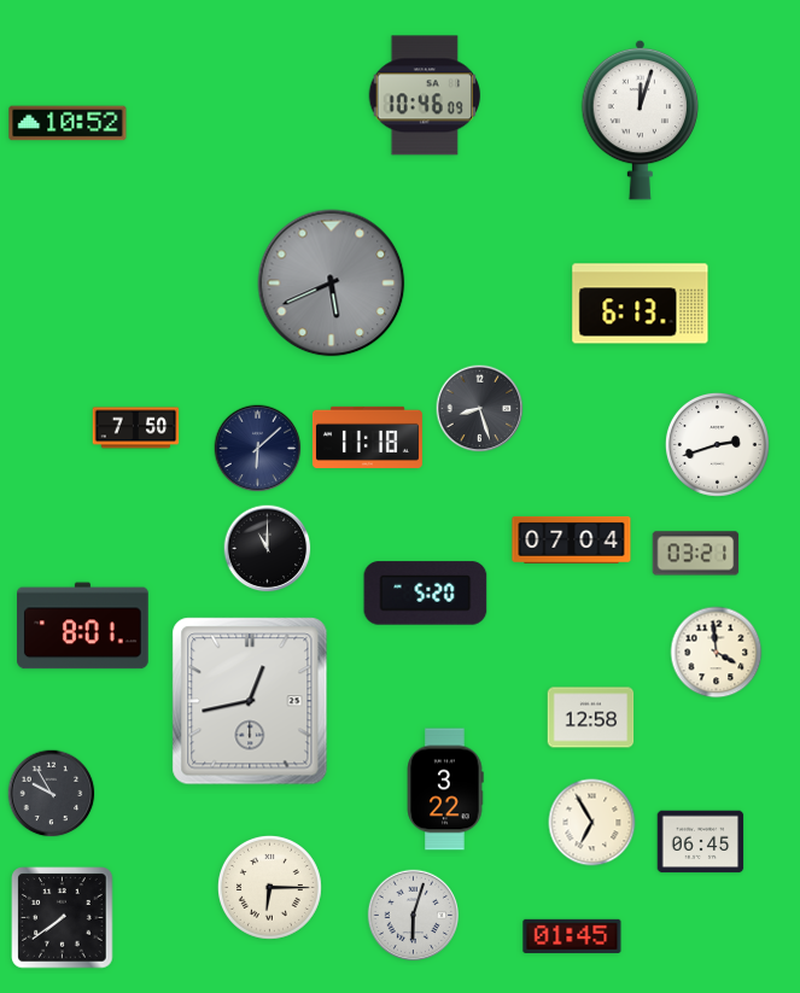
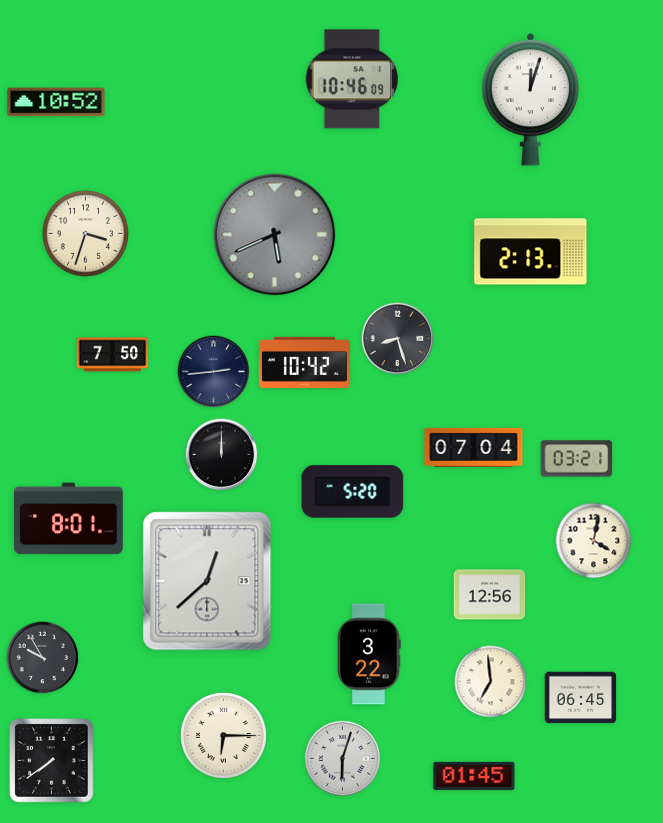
clock at (85, 233): none -> 3:33
clock at (641, 304): 6:13 -> 2:13
clock at (367, 437): 11:18 -> 10:42
clock at (717, 444): 2:42 -> none
clock at (258, 449): 6:08 -> 2:44
clock at (268, 549): 11:00 -> 12:00
clock at (717, 653): 3:59 -> 4:02
clock at (250, 701): 12:43 -> 12:38
clock at (591, 718): 12:58 -> 12:56
clock at (592, 823): 6:55 -> 6:59
